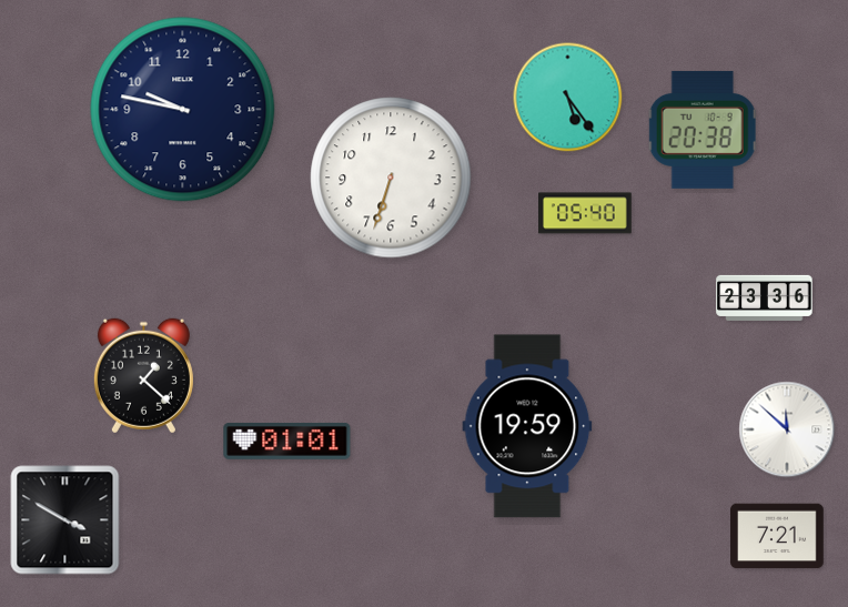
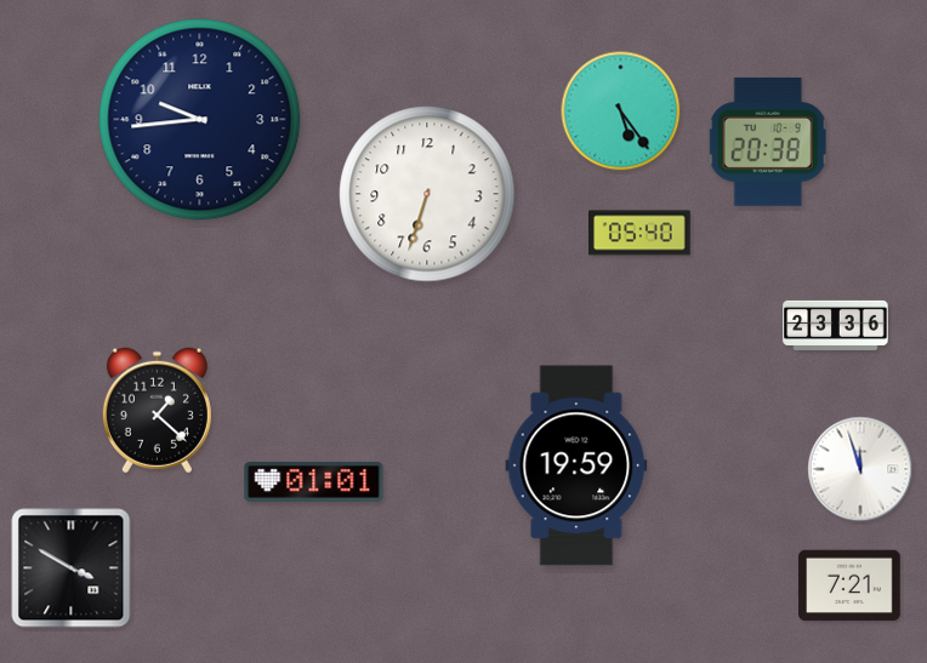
clock at (568, 98) position: (568, 98) -> (621, 112)
clock at (183, 110): 9:47 -> 9:44
clock at (787, 429): 11:52 -> 11:57
